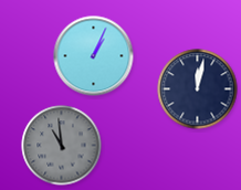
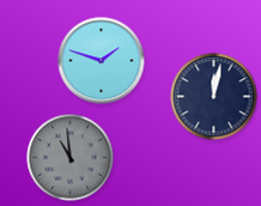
clock at (94, 56): 1:04 -> 1:48
clock at (62, 146) position: (62, 146) -> (71, 158)
